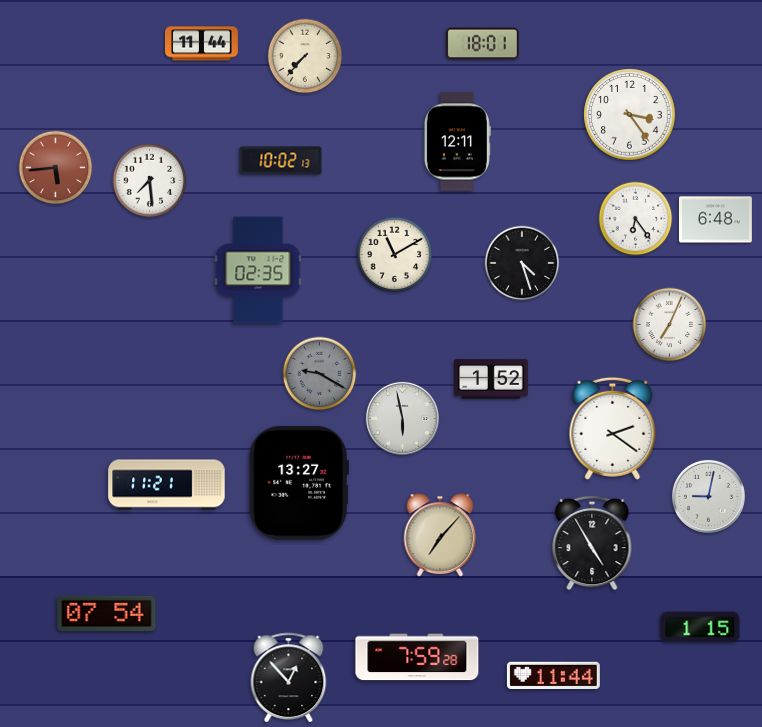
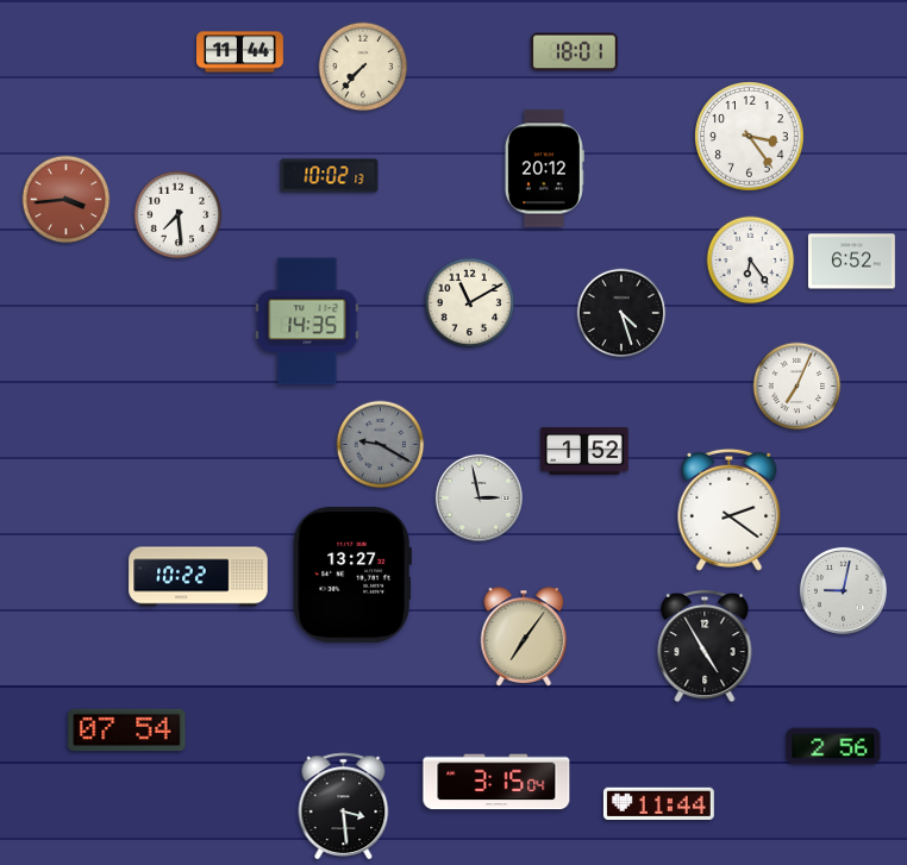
clock at (457, 142): 12:11 -> 20:12
clock at (281, 161) position: (281, 161) -> (330, 176)
clock at (56, 168): 5:44 -> 3:44
clock at (636, 219) position: (636, 219) -> (751, 261)
clock at (715, 220): 6:48 -> 6:52
clock at (258, 270): 02:35 -> 14:35
clock at (402, 418): 5:58 -> 2:58
clock at (299, 483) position: (299, 483) -> (352, 575)
clock at (167, 485): 11:21 -> 10:22
clock at (440, 535): 7:07 -> 7:06
clock at (700, 627): 1:15 -> 2:56
clock at (417, 657): 7:59 -> 3:15
clock at (289, 678): 12:53 -> 3:29
